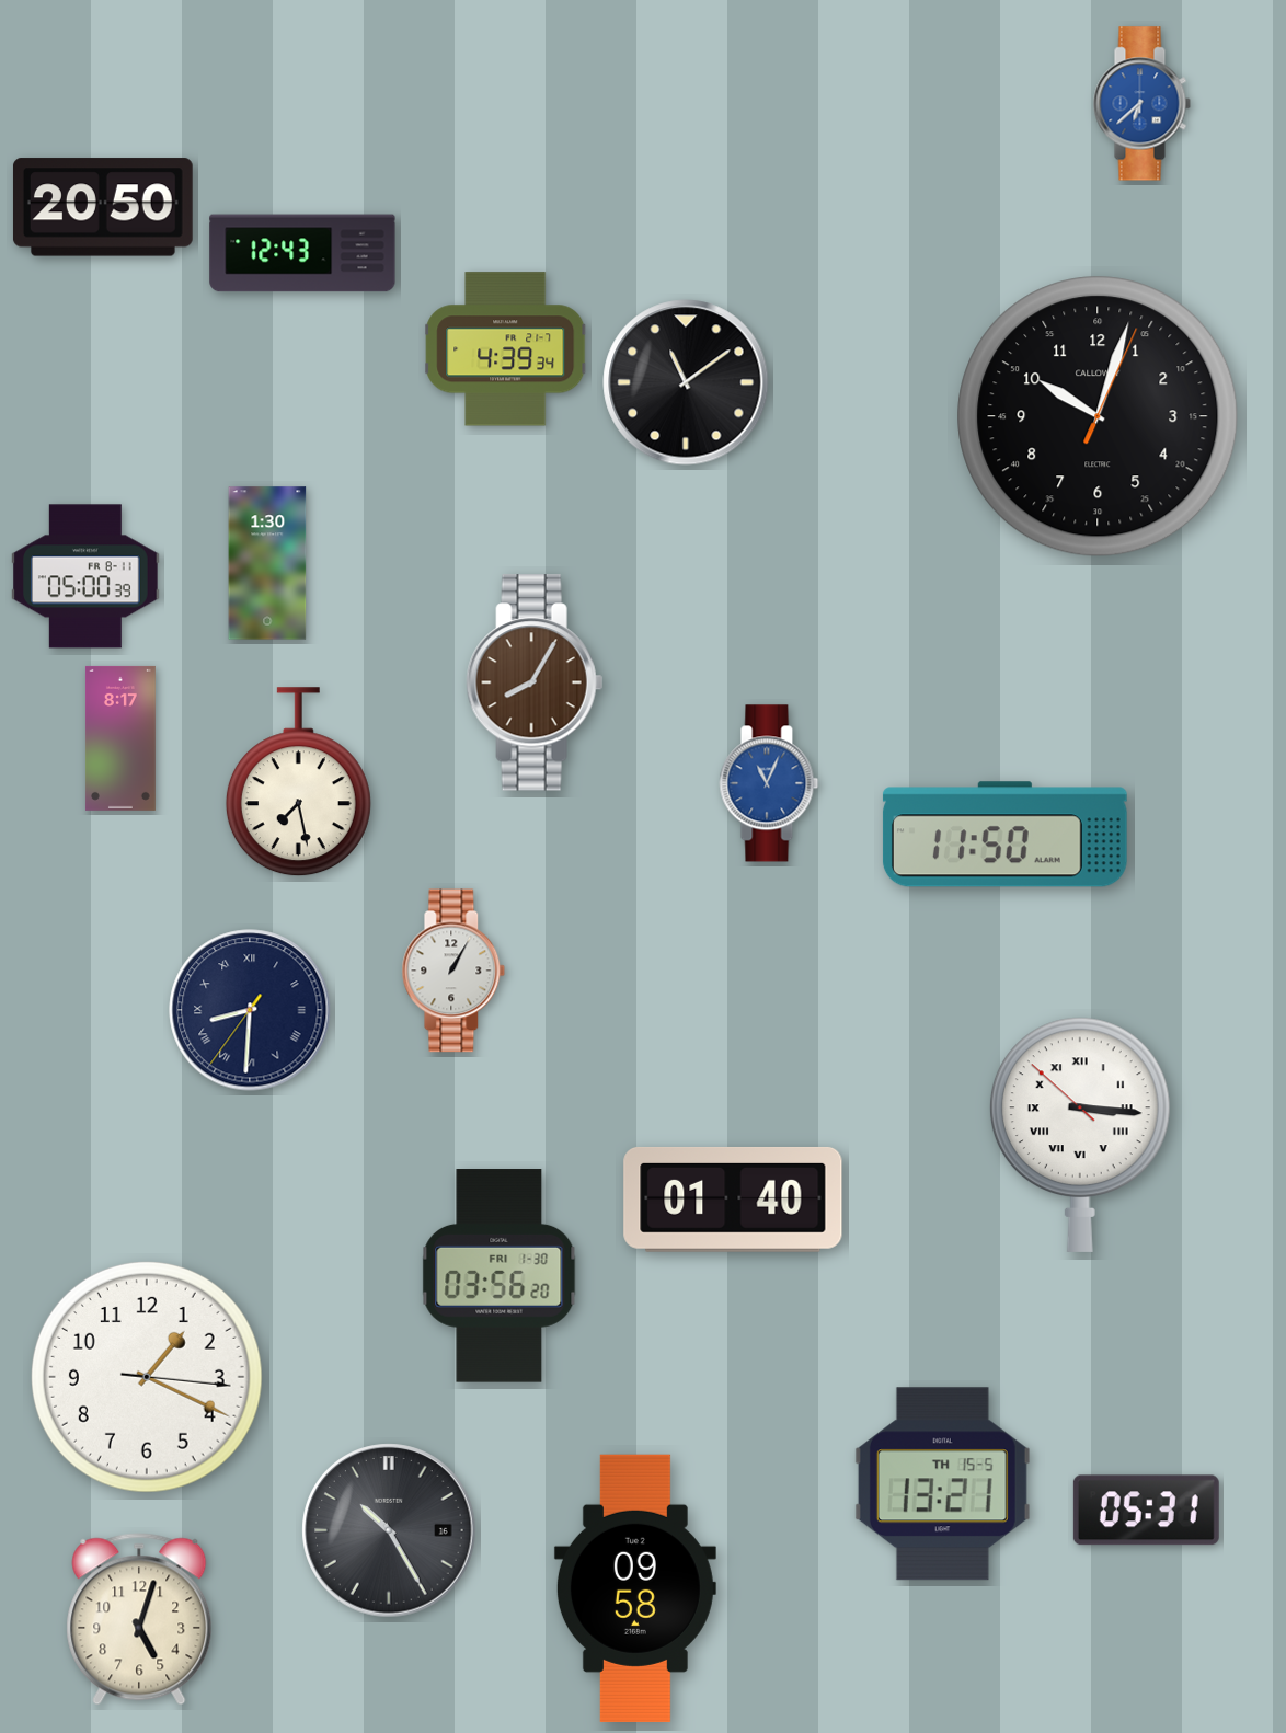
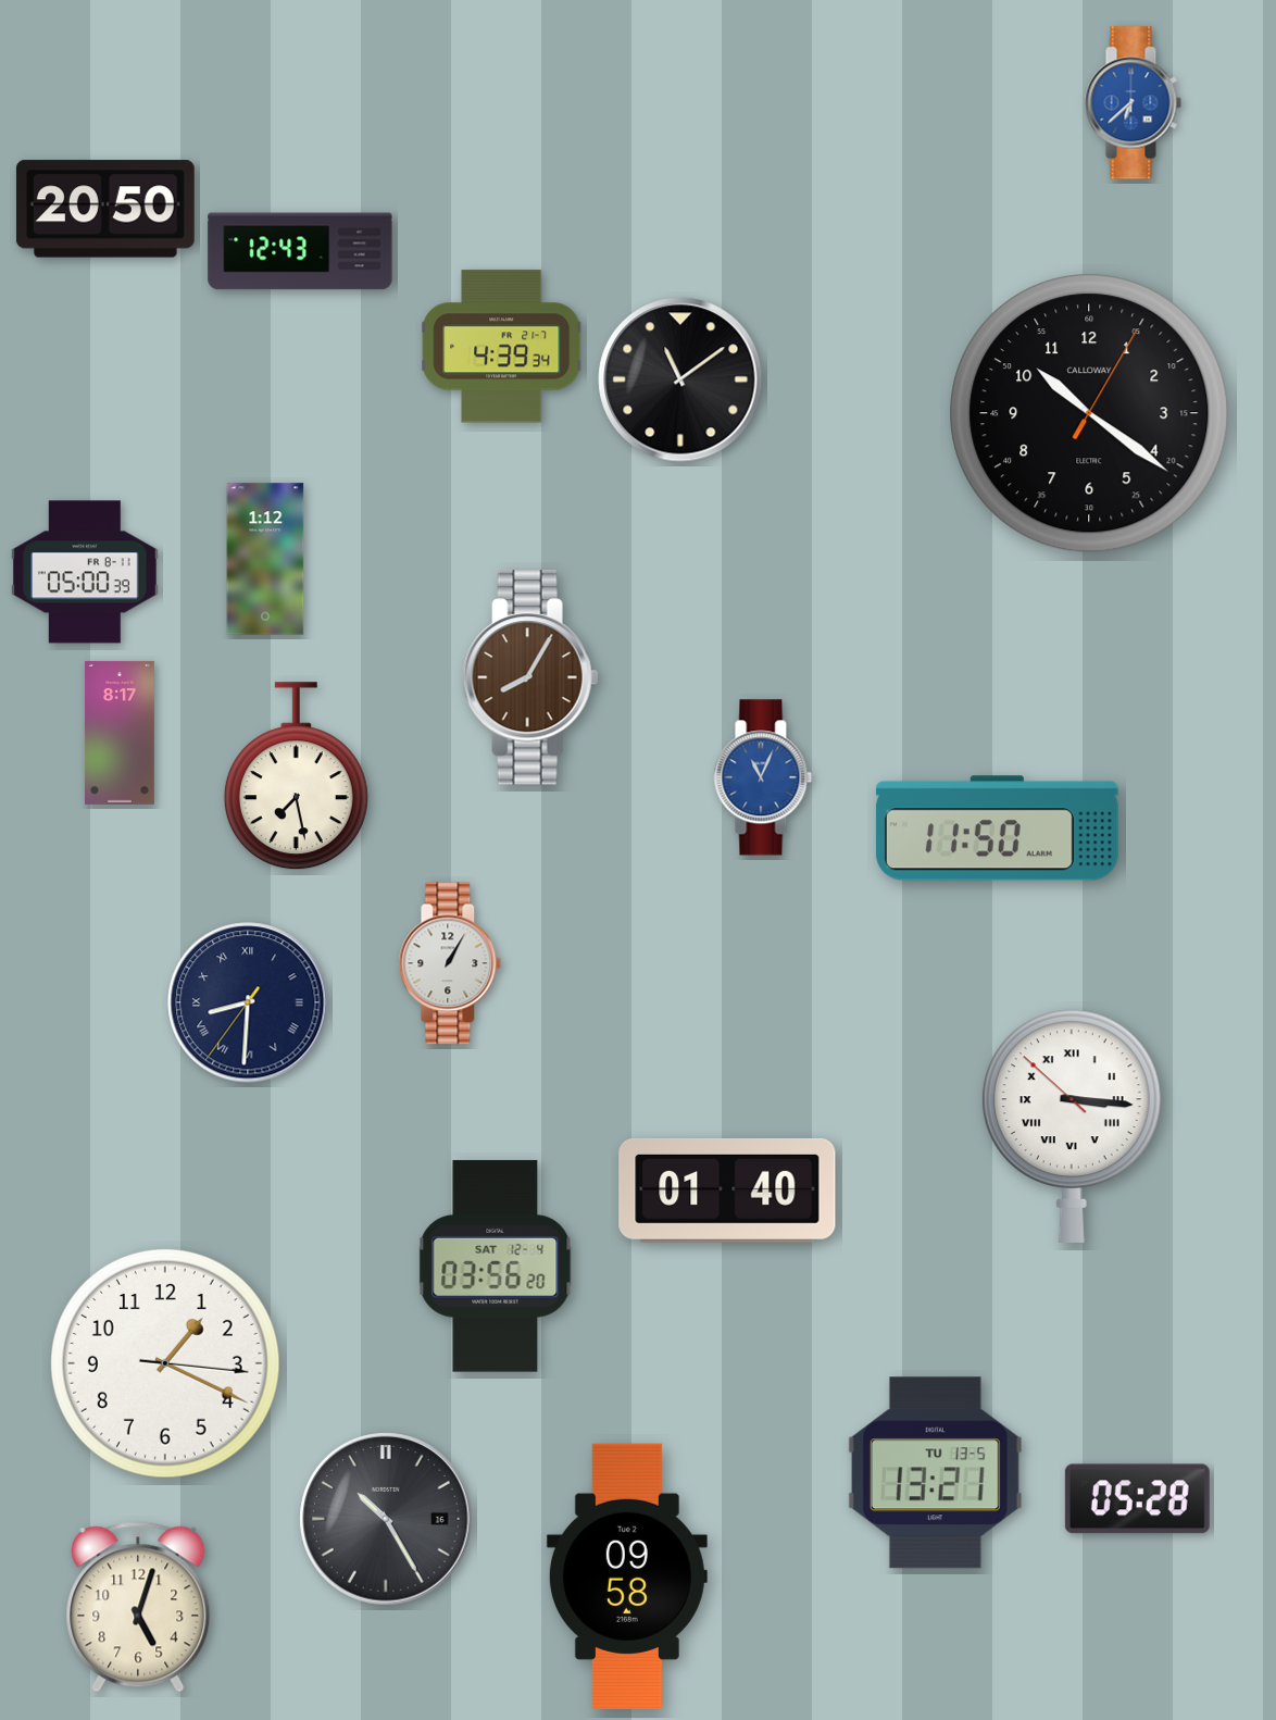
clock at (103, 207) position: (103, 207) -> (105, 209)
clock at (1098, 416): 10:03 -> 10:21
clock at (267, 563): 1:30 -> 1:12
clock at (500, 1276) date: FRI 1-30 -> SAT 12-4
clock at (147, 1377) position: (147, 1377) -> (165, 1363)
clock at (942, 1484) date: TH 15-5 -> TU 13-5
clock at (1146, 1511): 05:31 -> 05:28
clock at (635, 1588) position: (635, 1588) -> (627, 1576)
